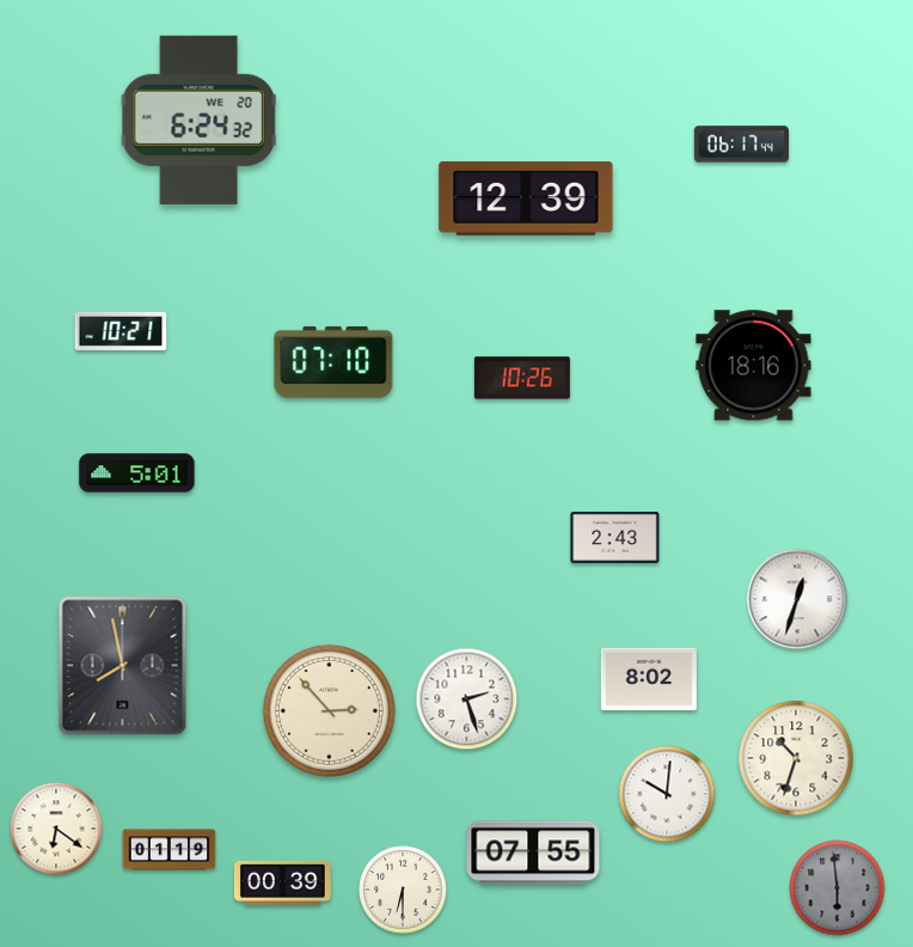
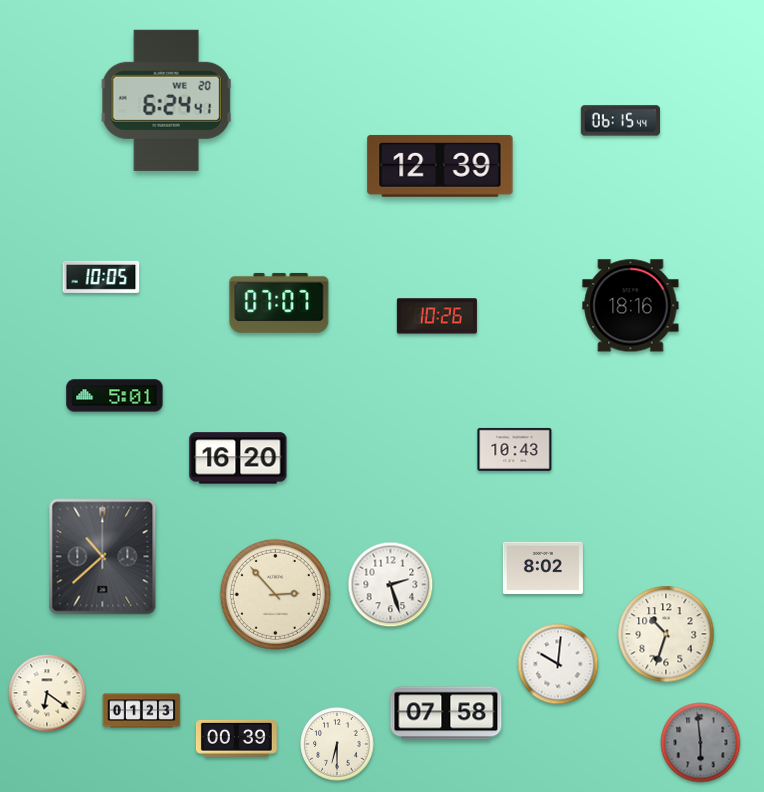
clock at (198, 120): 6:24:32 -> 6:24:41
clock at (741, 145): 06:17 -> 06:15
clock at (121, 331): 10:21 -> 10:05
clock at (333, 362): 07:10 -> 07:07
clock at (615, 537): 2:43 -> 10:43
clock at (238, 458): none -> 16:20
clock at (797, 599): 12:33 -> none
clock at (123, 666): 7:58 -> 10:38
clock at (170, 850): 01:19 -> 01:23
clock at (533, 853): 07:55 -> 07:58
